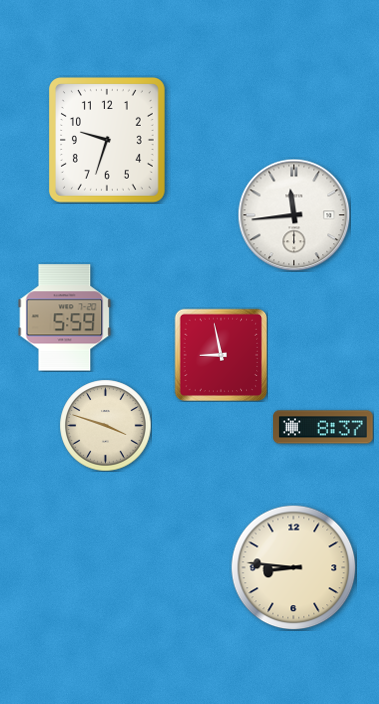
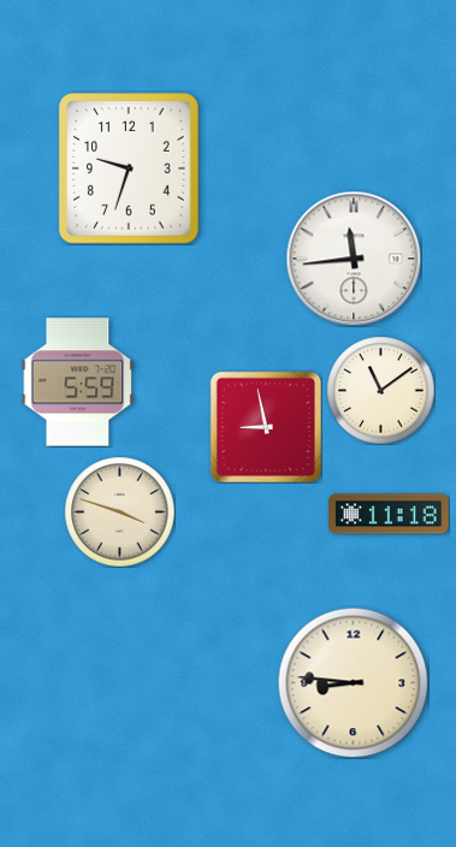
clock at (380, 390): none -> 11:09
clock at (105, 425) position: (105, 425) -> (119, 511)
clock at (323, 427): 8:37 -> 11:18
